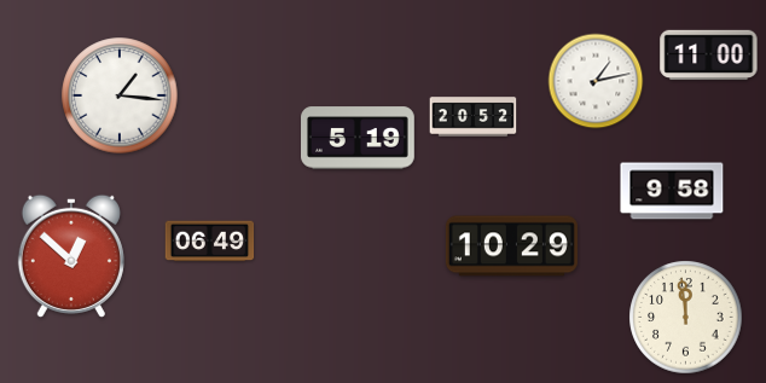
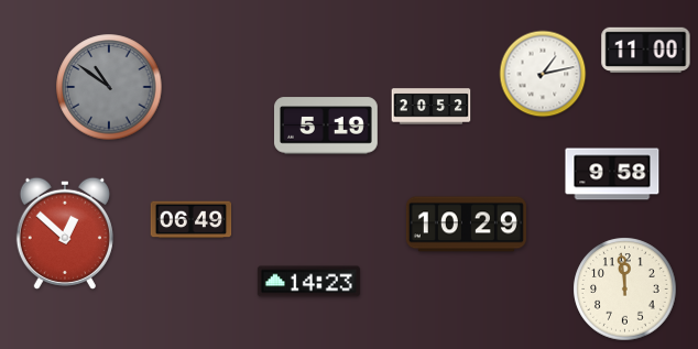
clock at (120, 95): 1:16 -> 10:51
clock at (120, 95) dial: white -> grey
clock at (308, 282): none -> 14:23
